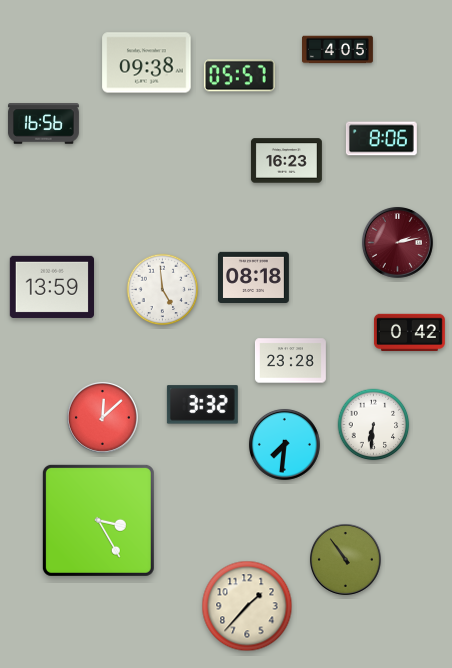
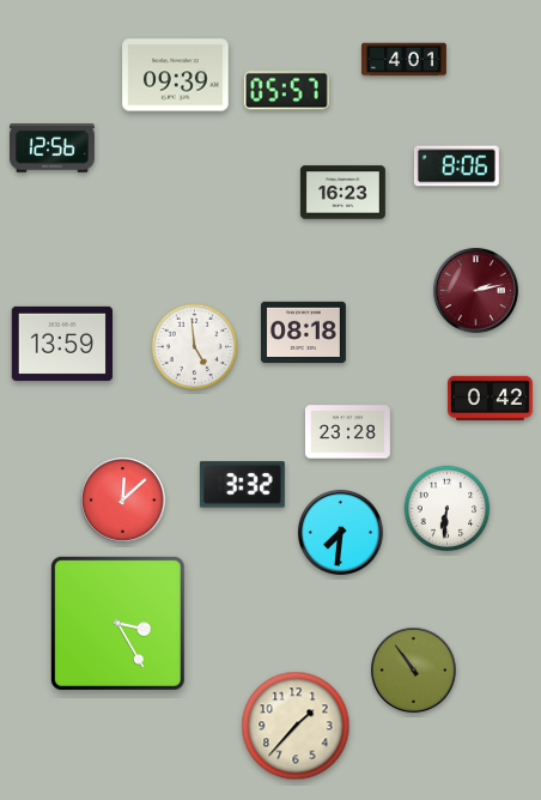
clock at (338, 50): 4:05 -> 4:01
clock at (147, 63): 09:38 -> 09:39
clock at (43, 124): 16:56 -> 12:56
